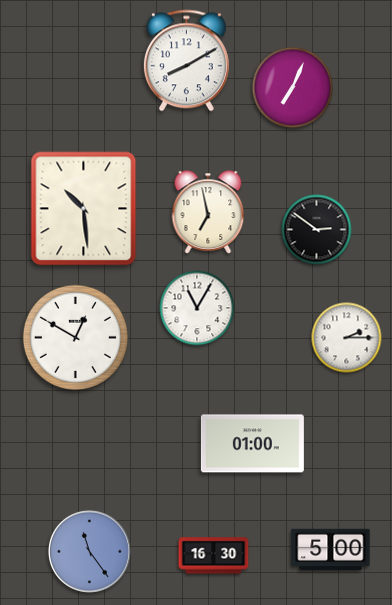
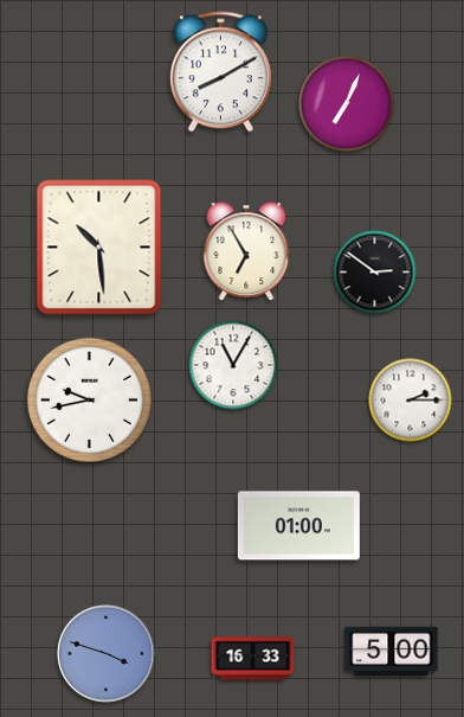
clock at (208, 212): 6:58 -> 6:55
clock at (75, 337): 12:50 -> 9:43
clock at (89, 551): 11:24 -> 3:48
clock at (214, 556): 16:30 -> 16:33
